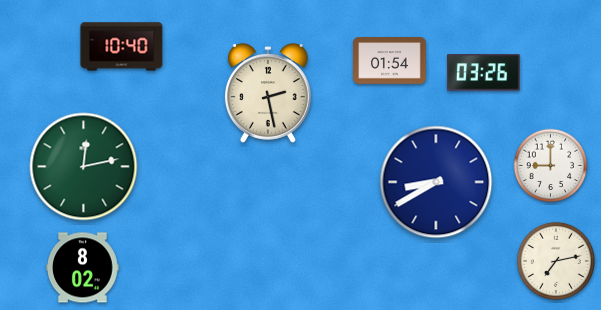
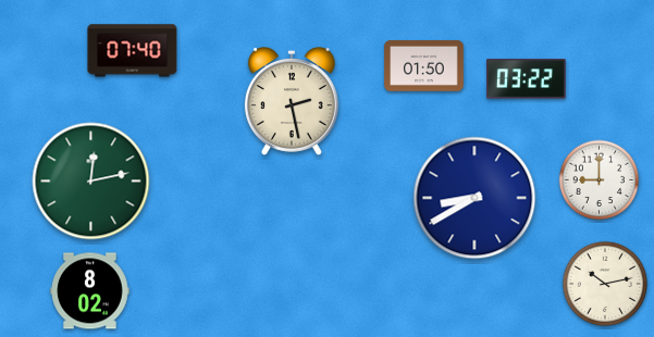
clock at (122, 47): 10:40 -> 07:40
clock at (390, 61): 01:54 -> 01:50
clock at (484, 73): 03:26 -> 03:22
clock at (556, 261): 7:13 -> 10:13
